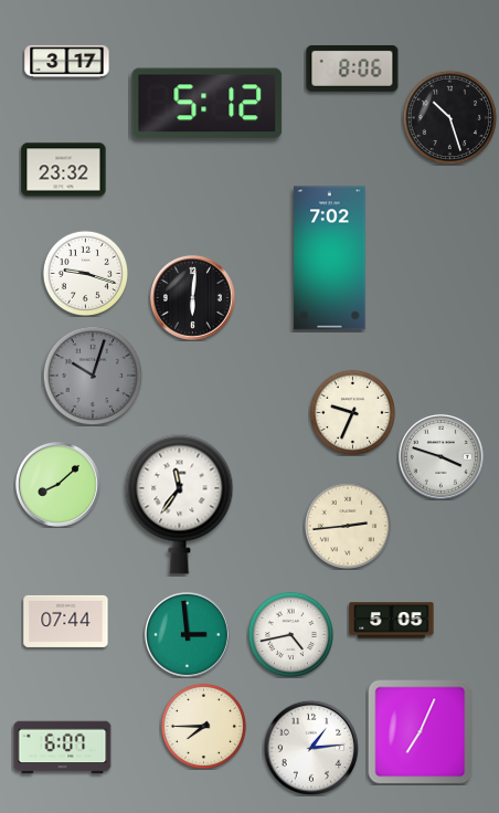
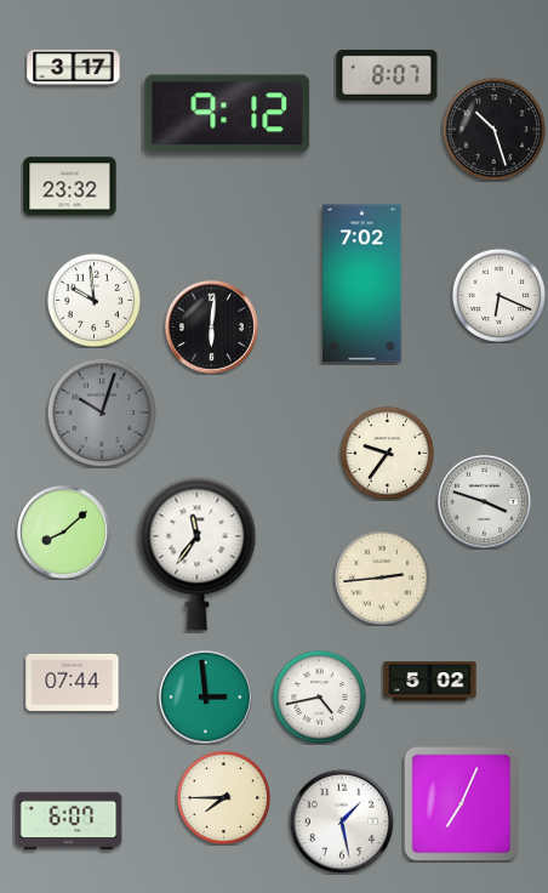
clock at (352, 68): 8:06 -> 8:07
clock at (208, 103): 5:12 -> 9:12
clock at (498, 295): none -> 6:19
clock at (85, 273): 9:18 -> 9:59
clock at (352, 412): 9:34 -> 9:36
clock at (392, 621): 5:05 -> 5:02
clock at (310, 747): 1:14 -> 1:28
